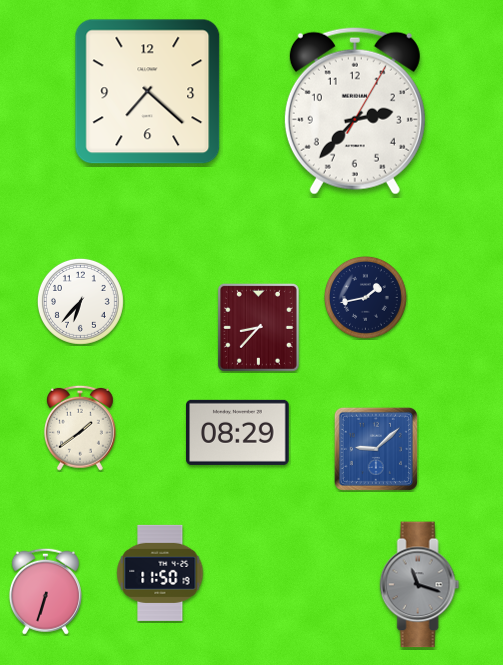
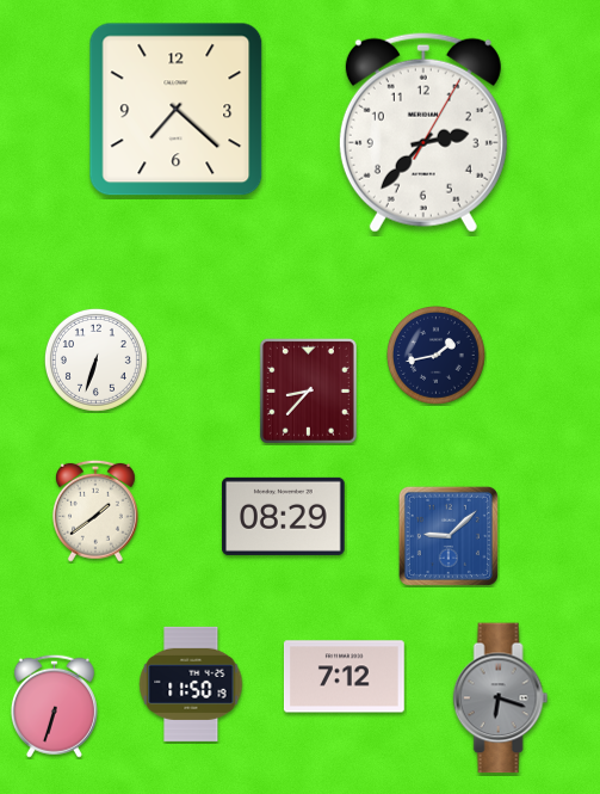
clock at (80, 301): 6:37 -> 6:33
clock at (344, 677): none -> 7:12
clock at (420, 585): 11:18 -> 6:18
